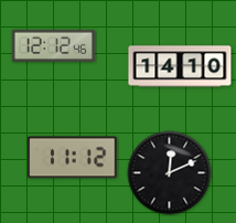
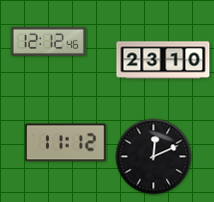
clock at (180, 66): 14:10 -> 23:10
